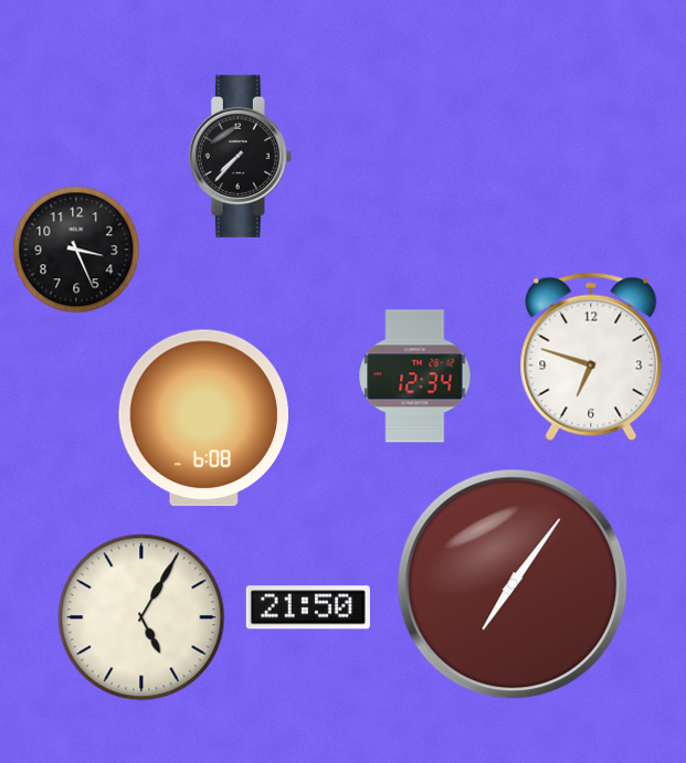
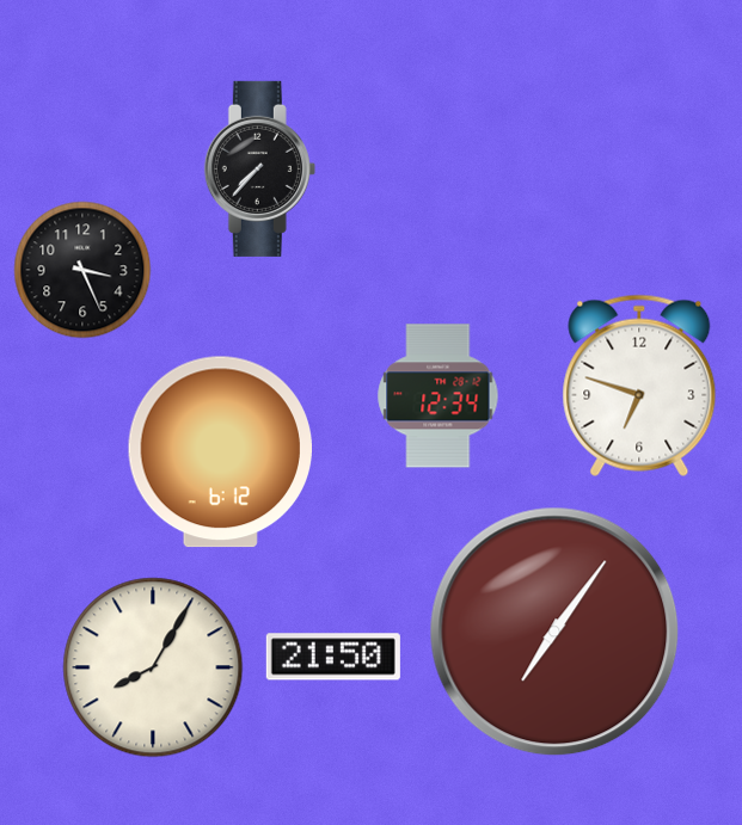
clock at (415, 377) position: (415, 377) -> (439, 396)
clock at (203, 418): 6:08 -> 6:12
clock at (141, 617): 5:05 -> 8:05
